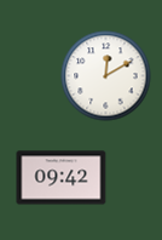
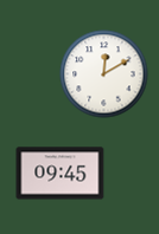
clock at (62, 178): 09:42 -> 09:45
